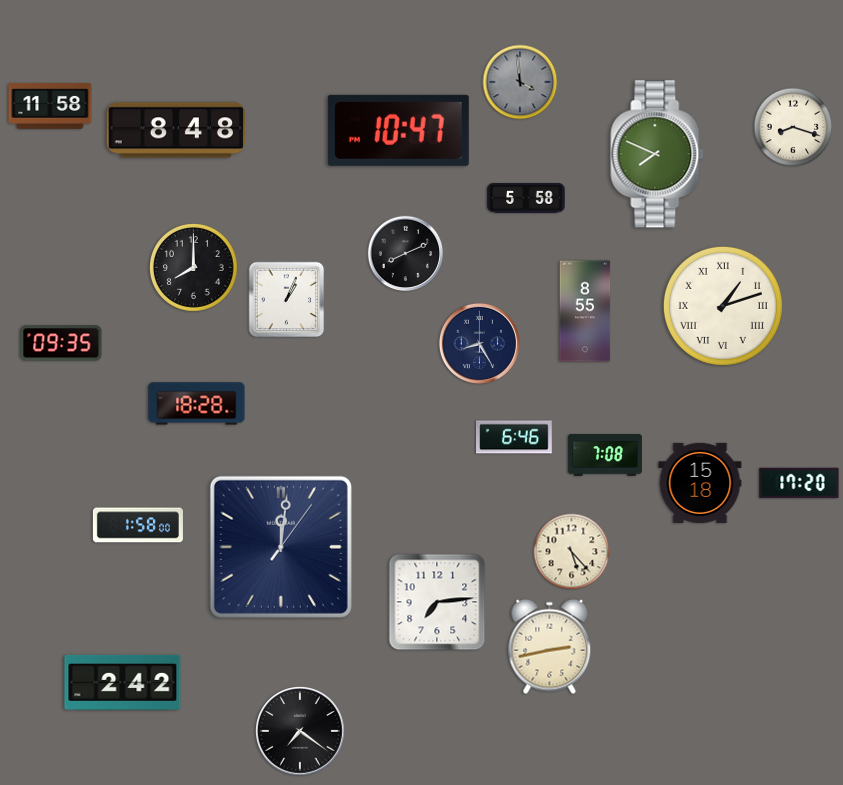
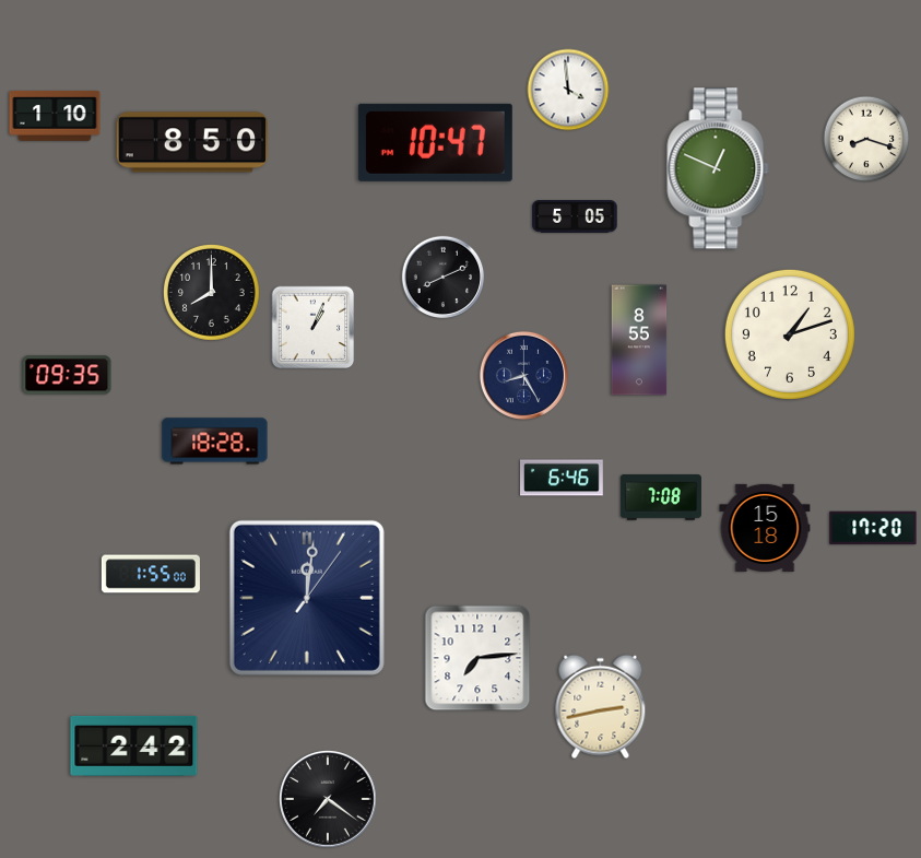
clock at (520, 82) dial: grey -> white
clock at (50, 106): 11:58 -> 1:10
clock at (176, 130): 8:48 -> 8:50
clock at (657, 154): 7:49 -> 12:49
clock at (526, 198): 5:58 -> 5:05
clock at (723, 306) numerals: Roman -> Arabic
clock at (138, 525): 1:58 -> 1:55
clock at (572, 552): 5:23 -> none
